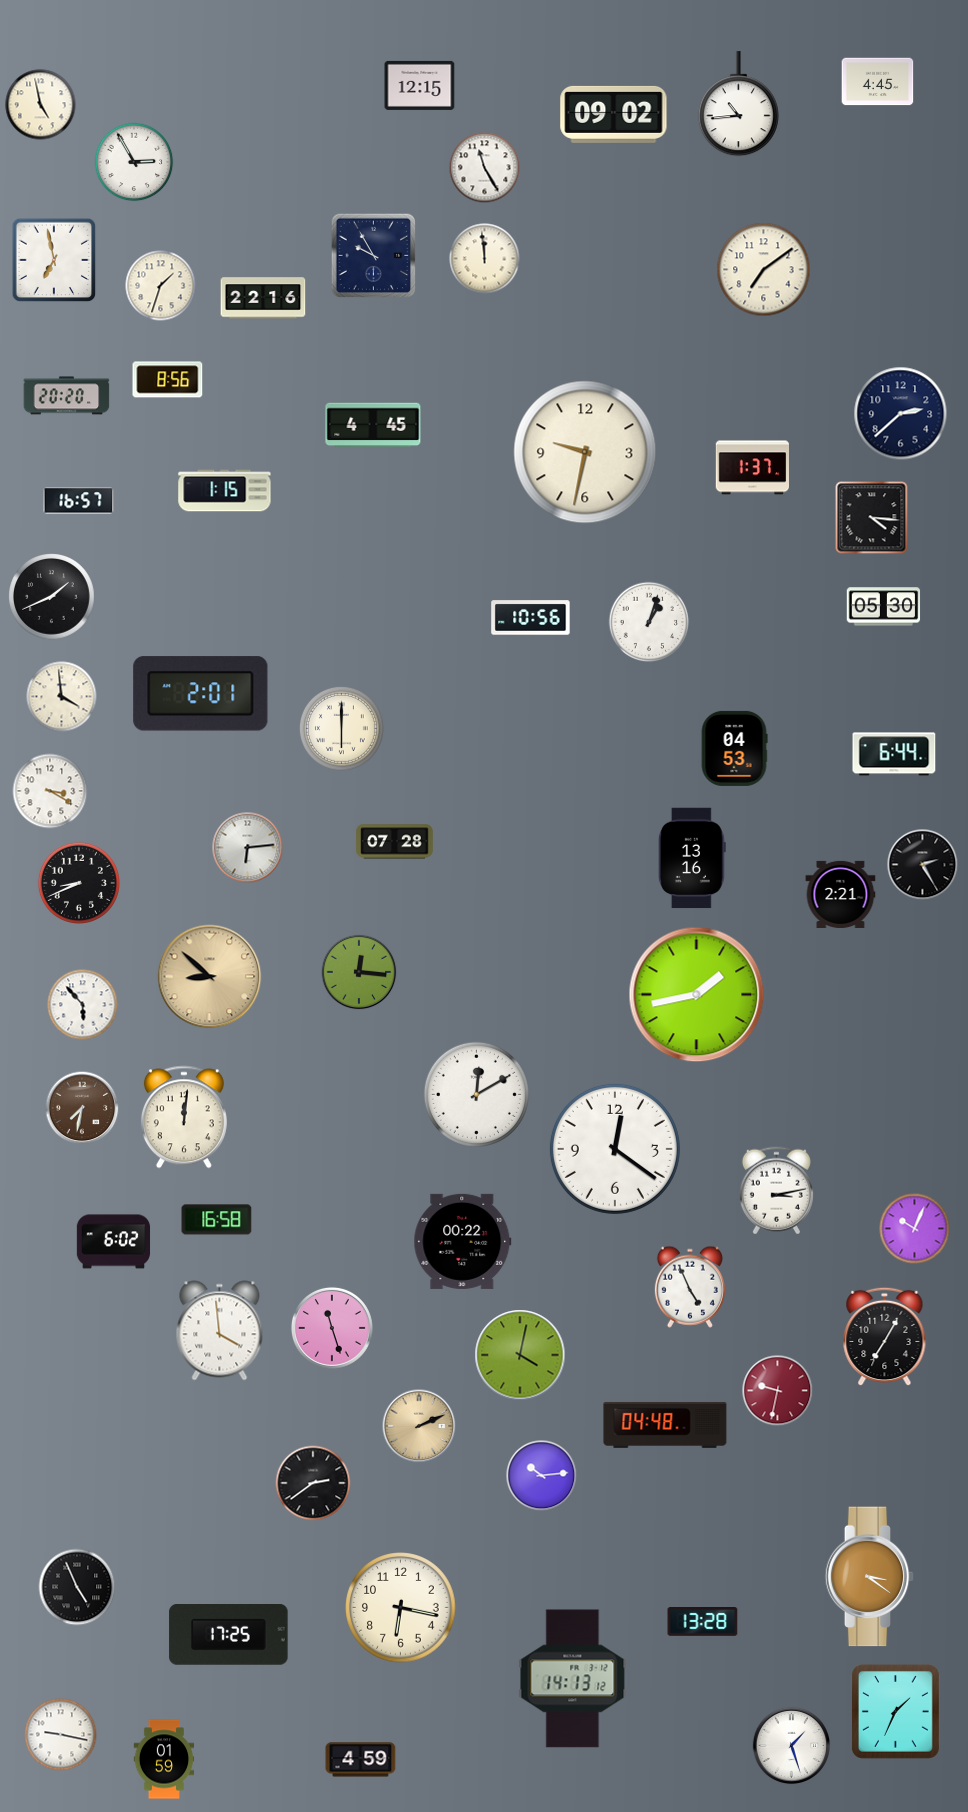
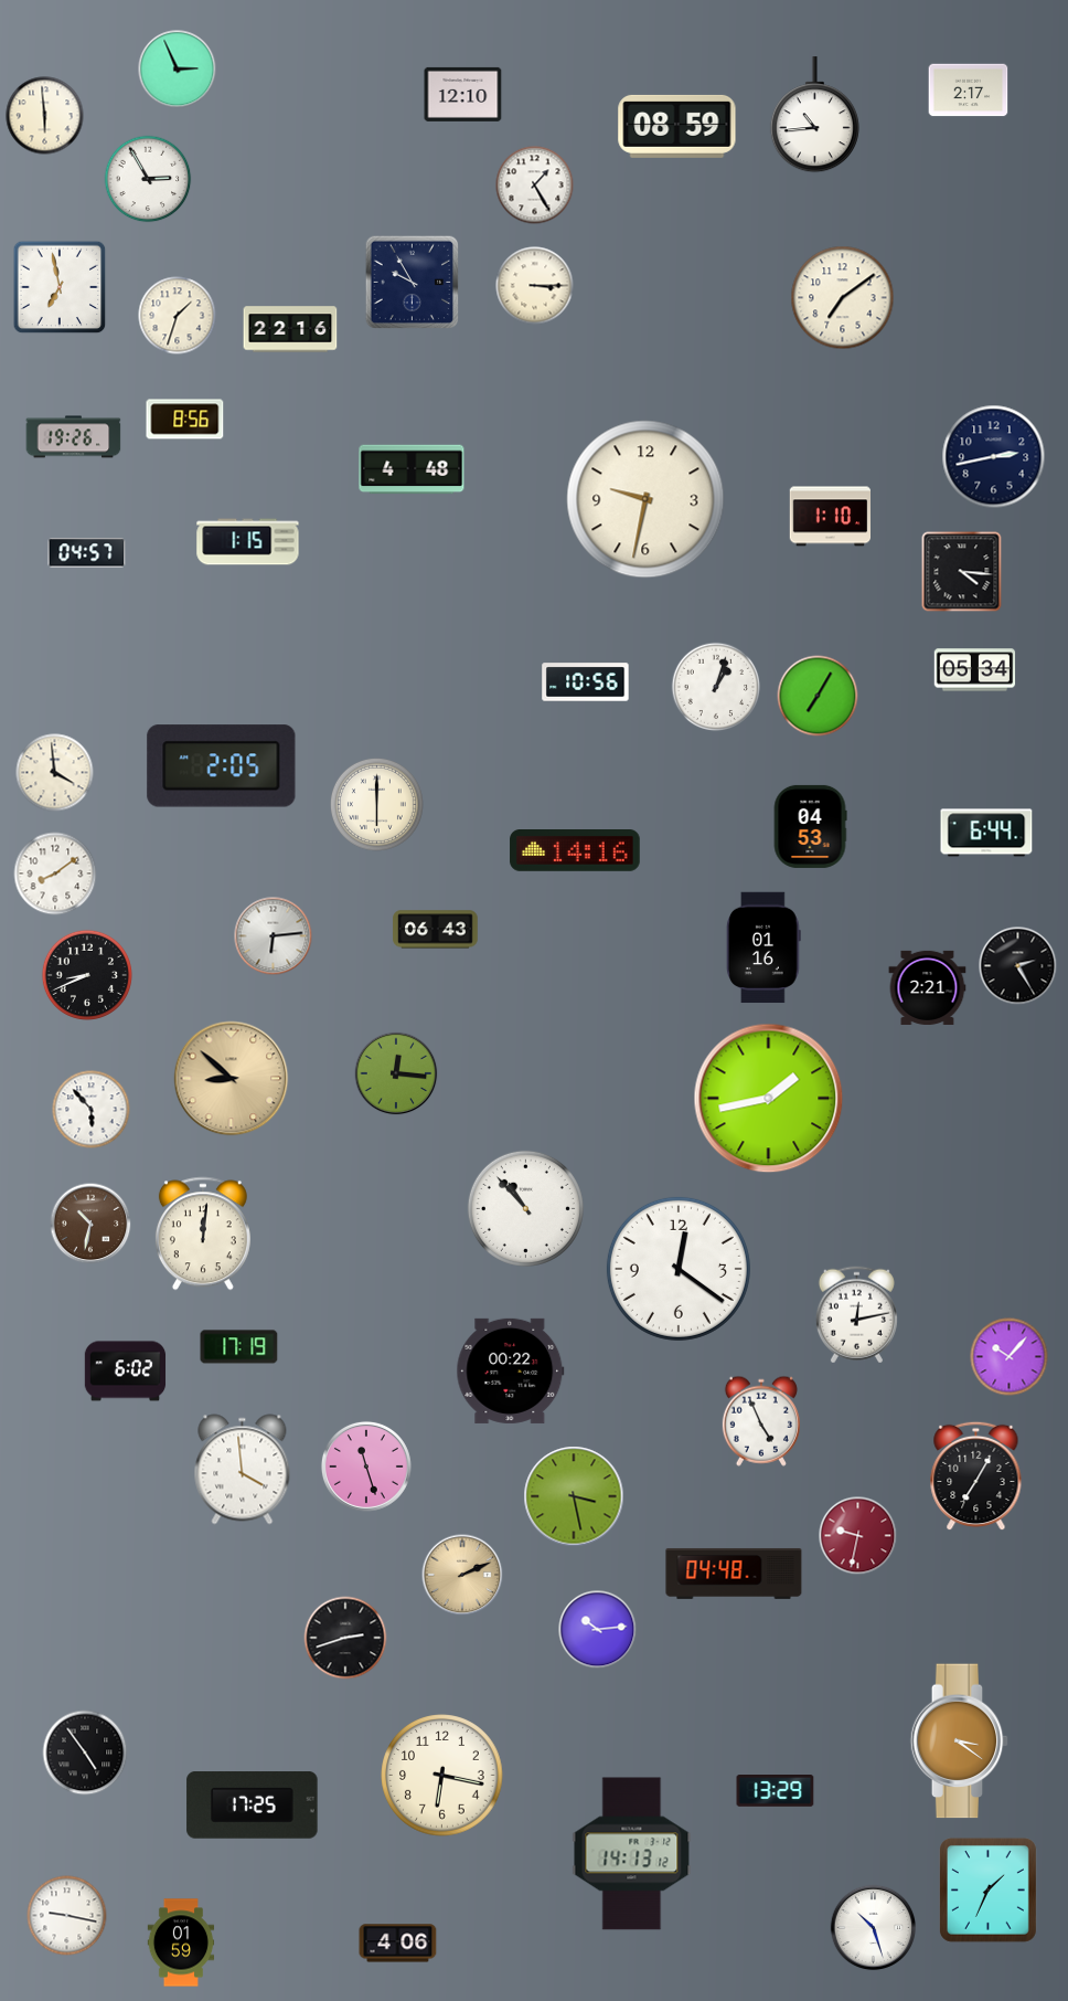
clock at (178, 70): none -> 2:56
clock at (878, 82): 4:45 -> 2:17
clock at (420, 85): 12:15 -> 12:10
clock at (41, 105): 4:58 -> 5:59
clock at (614, 114): 09:02 -> 08:59
clock at (485, 168): 11:25 -> 1:25
clock at (485, 259): 11:59 -> 3:15
clock at (67, 396): 20:20 -> 19:26
clock at (901, 414): 2:38 -> 2:43
clock at (373, 425): 4:45 -> 4:48
clock at (753, 468): 1:37 -> 1:10
clock at (79, 501): 16:57 -> 04:57
clock at (52, 597): 1:41 -> none
clock at (884, 607): 05:30 -> 05:34
clock at (818, 696): none -> 7:05
clock at (201, 694): 2:01 -> 2:05
clock at (62, 697) position: (62, 697) -> (55, 773)
clock at (575, 851): none -> 14:16
clock at (50, 791): 3:20 -> 8:09
clock at (395, 842): 07:28 -> 06:43
clock at (692, 858): 13:16 -> 01:16
clock at (923, 865) position: (923, 865) -> (1018, 966)
clock at (476, 1094): 12:10 -> 10:53
clock at (82, 1108): 7:32 -> 10:32
clock at (776, 1191): 3:13 -> 12:13
clock at (217, 1220): 16:58 -> 17:19
clock at (915, 1229): 10:04 -> 10:07
clock at (520, 1355): 4:02 -> 3:28
clock at (313, 1483): 2:39 -> 2:42
clock at (77, 1587): 4:56 -> 4:54
clock at (703, 1622): 13:28 -> 13:29
clock at (792, 1746): 1:27 -> 10:27
clock at (361, 1760): 4:59 -> 4:06
